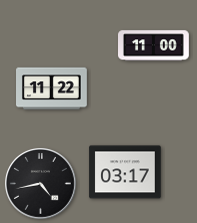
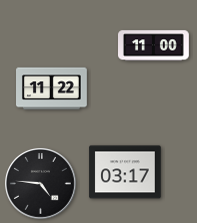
clock at (41, 184): 4:43 -> 4:46
